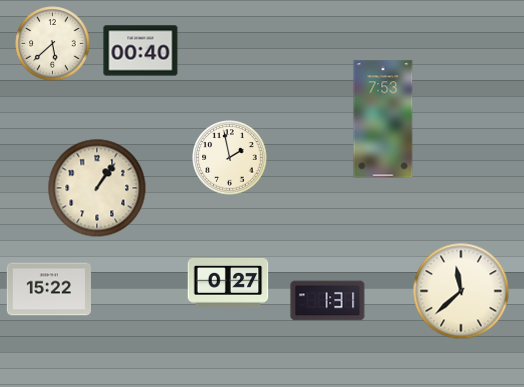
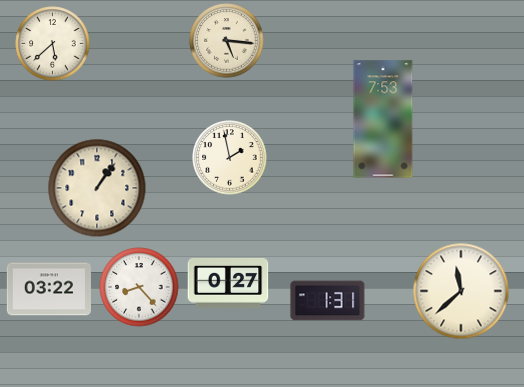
clock at (227, 41): none -> 5:16
clock at (141, 51): 00:40 -> none
clock at (139, 287): none -> 8:23
clock at (48, 289): 15:22 -> 03:22
